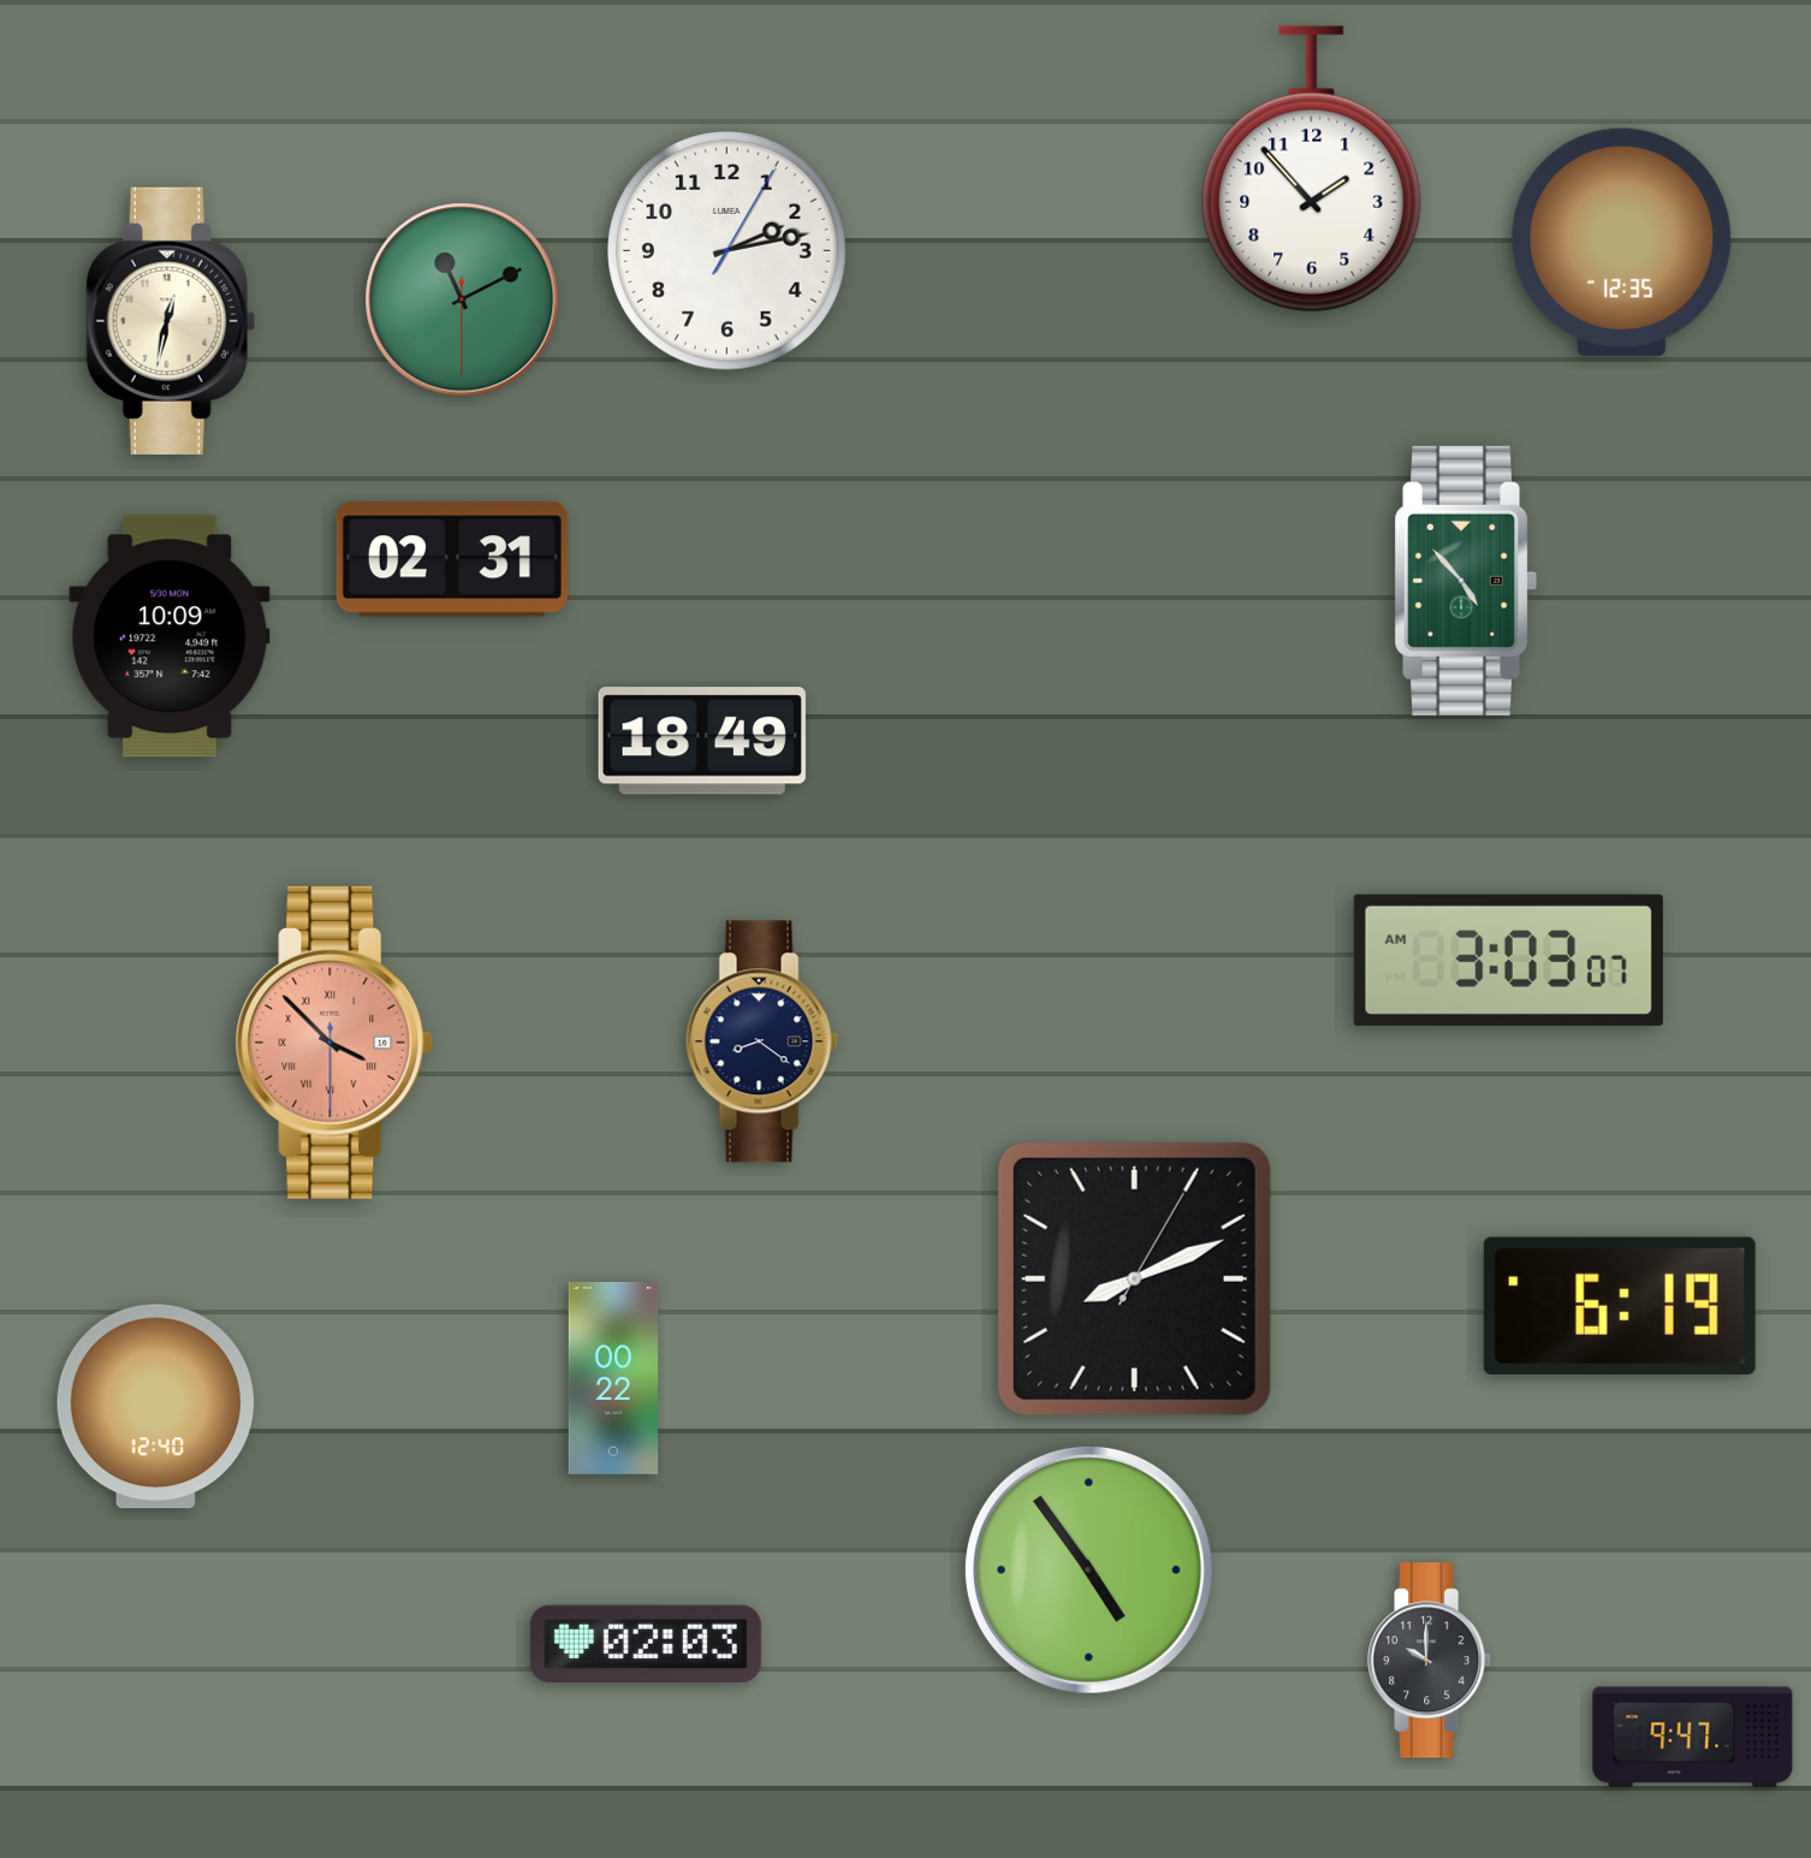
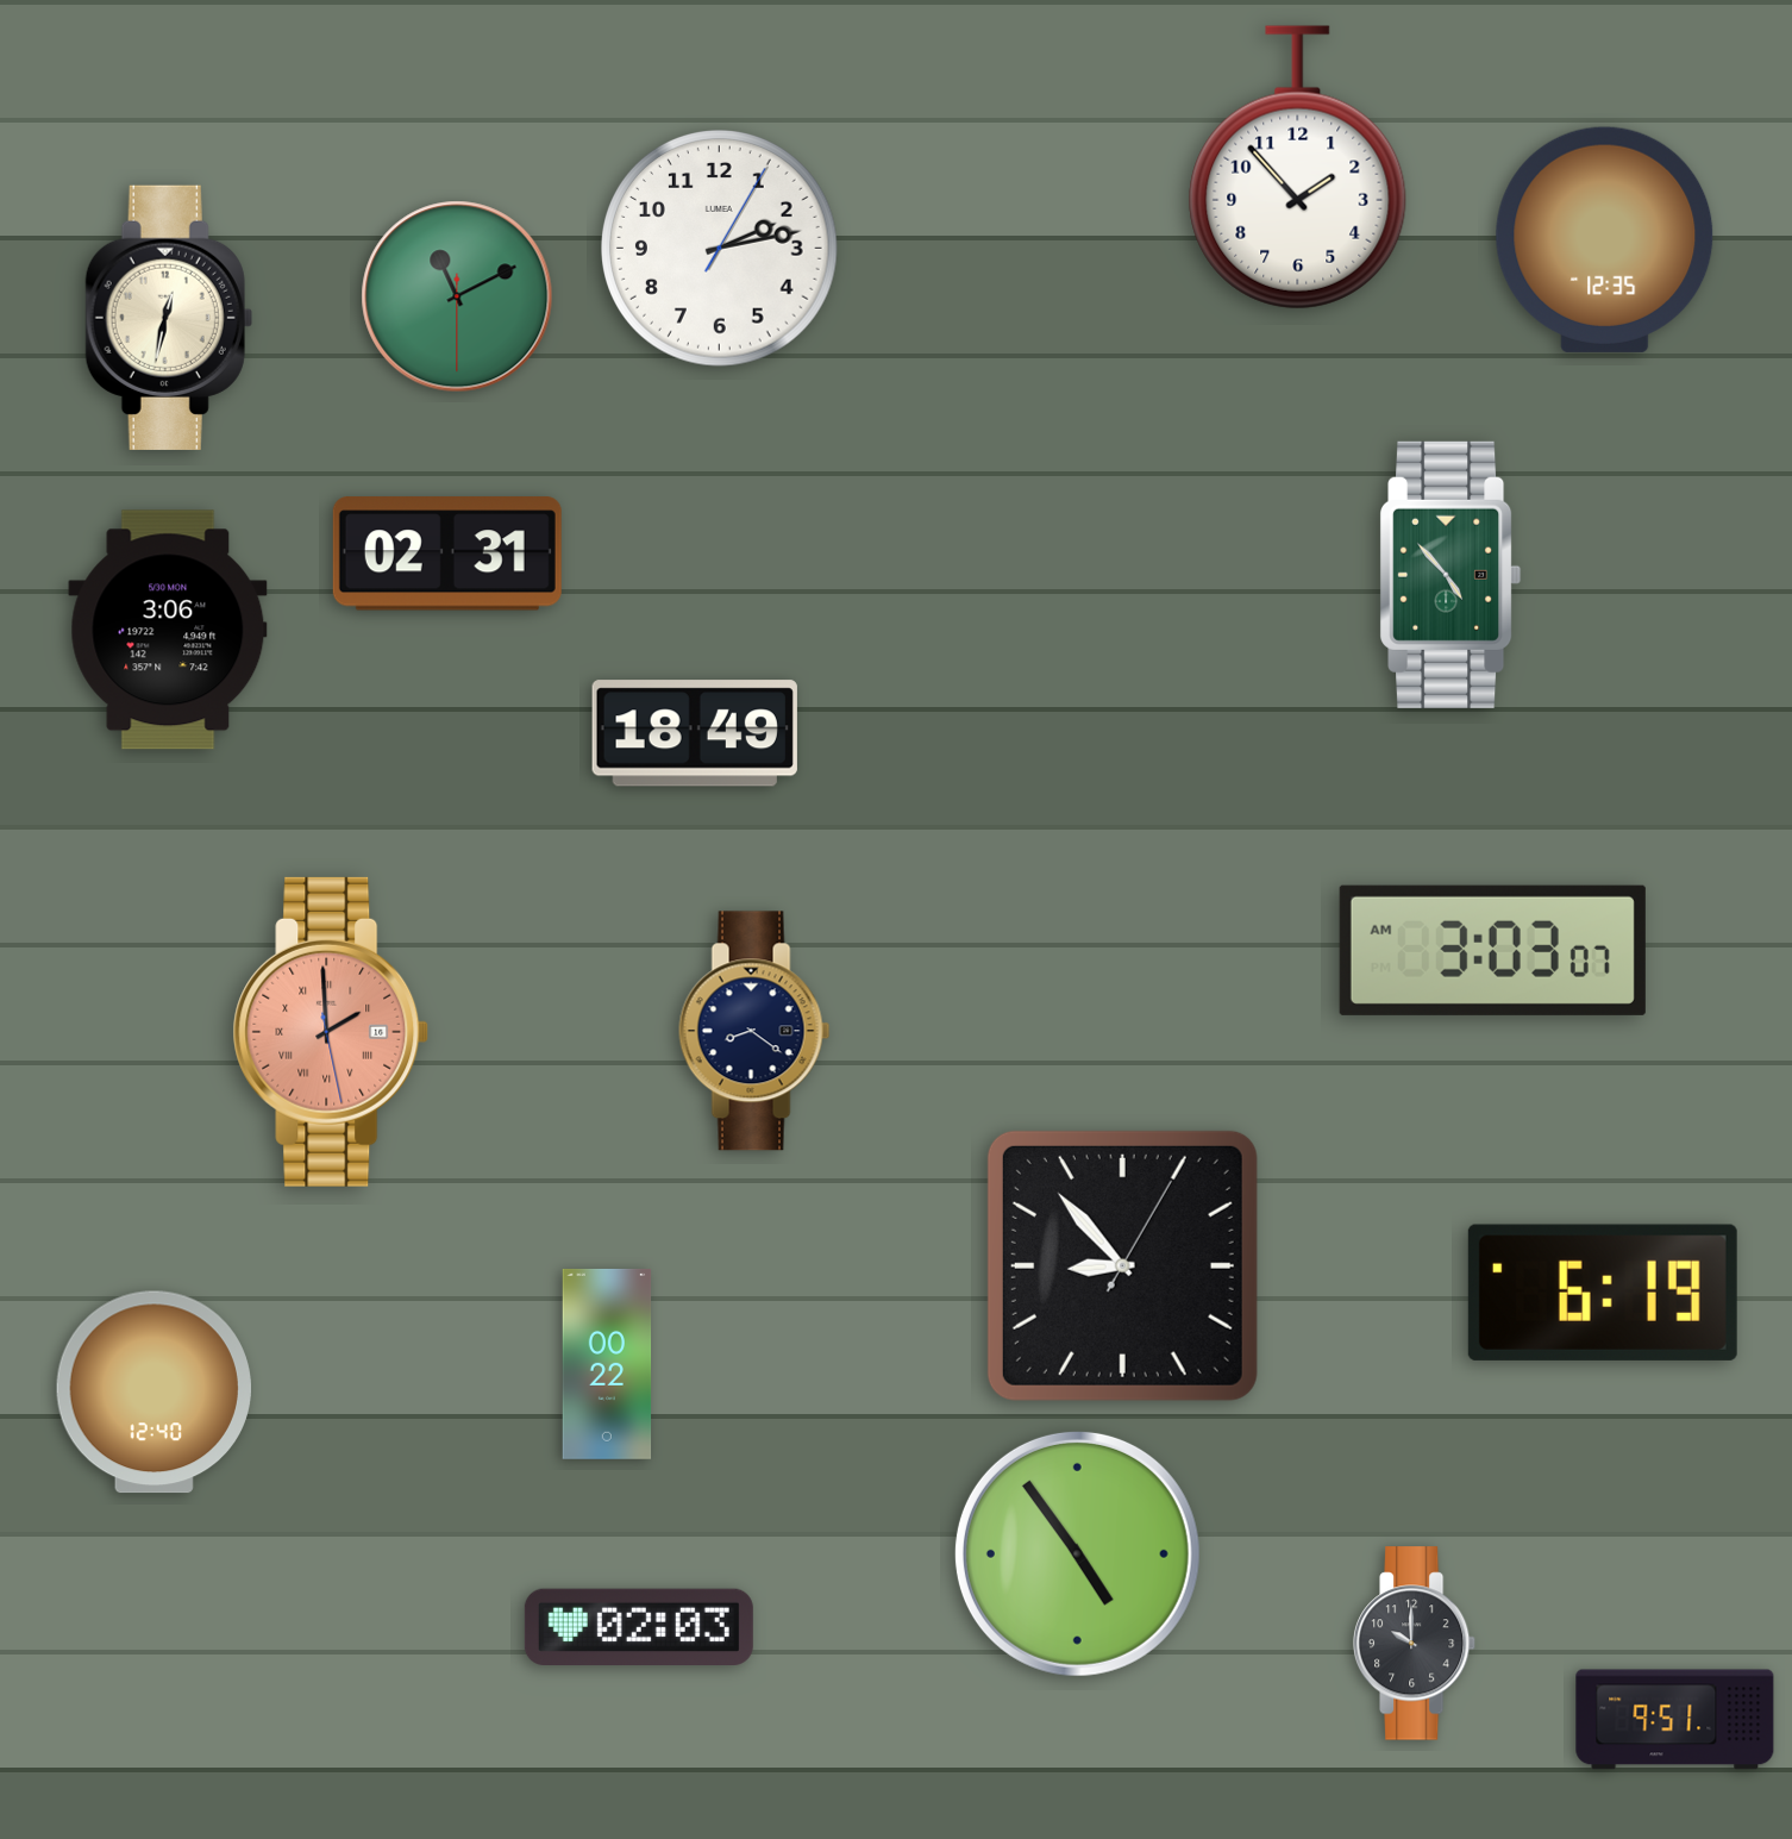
clock at (170, 636): 10:09 -> 3:06
clock at (334, 1043): 3:52 -> 1:59
clock at (1134, 1278): 8:11 -> 8:53
clock at (1693, 1738): 9:47 -> 9:51
